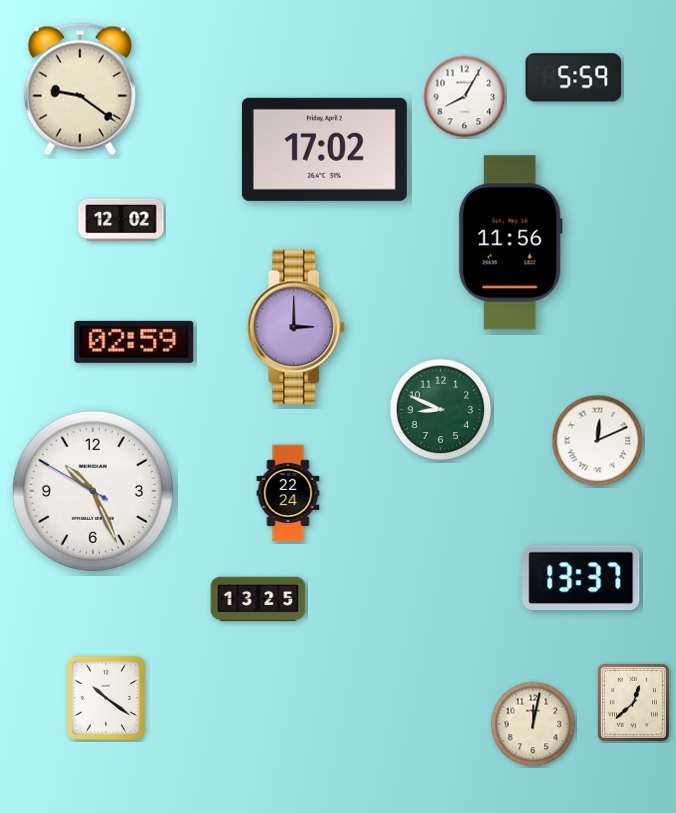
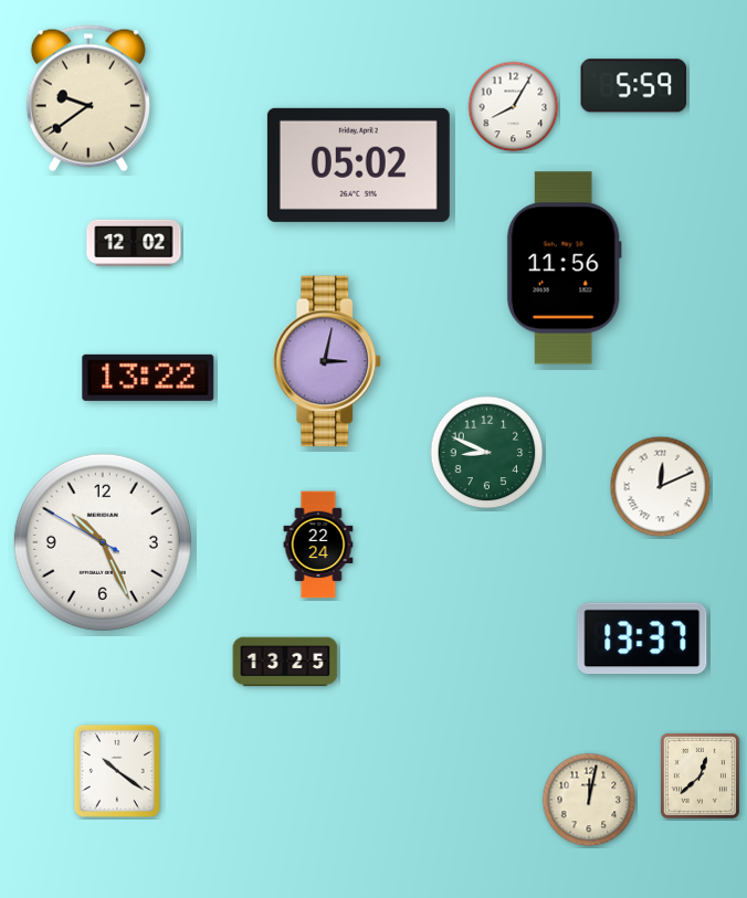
clock at (80, 89): 9:21 -> 9:39
clock at (324, 149): 17:02 -> 05:02
clock at (296, 327): 3:00 -> 3:02
clock at (134, 342): 02:59 -> 13:22
